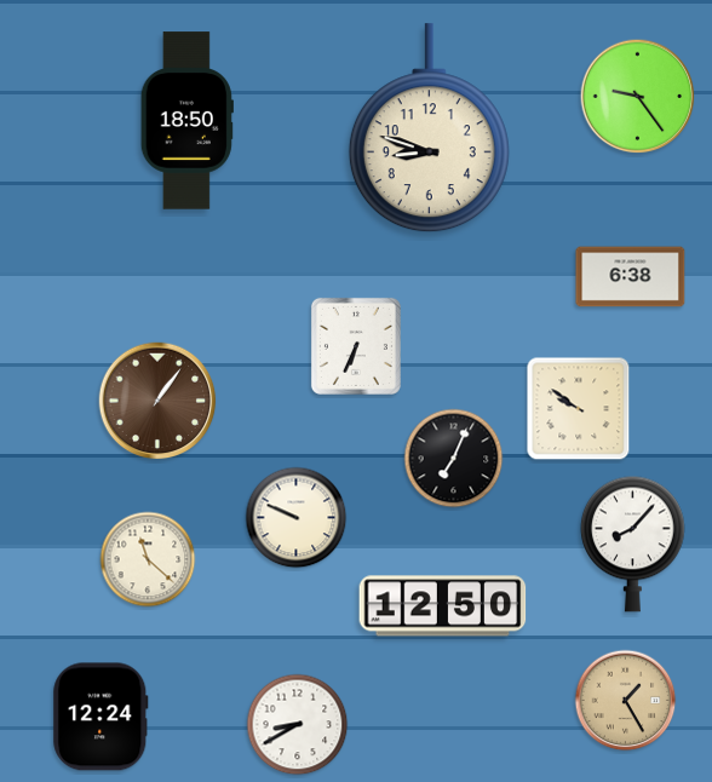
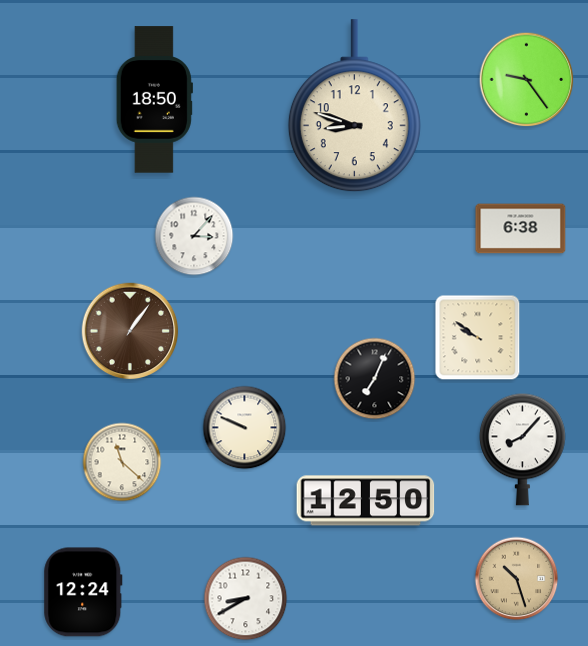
clock at (194, 236): none -> 3:07
clock at (356, 346): 6:34 -> none
clock at (626, 701): 1:25 -> 10:27
